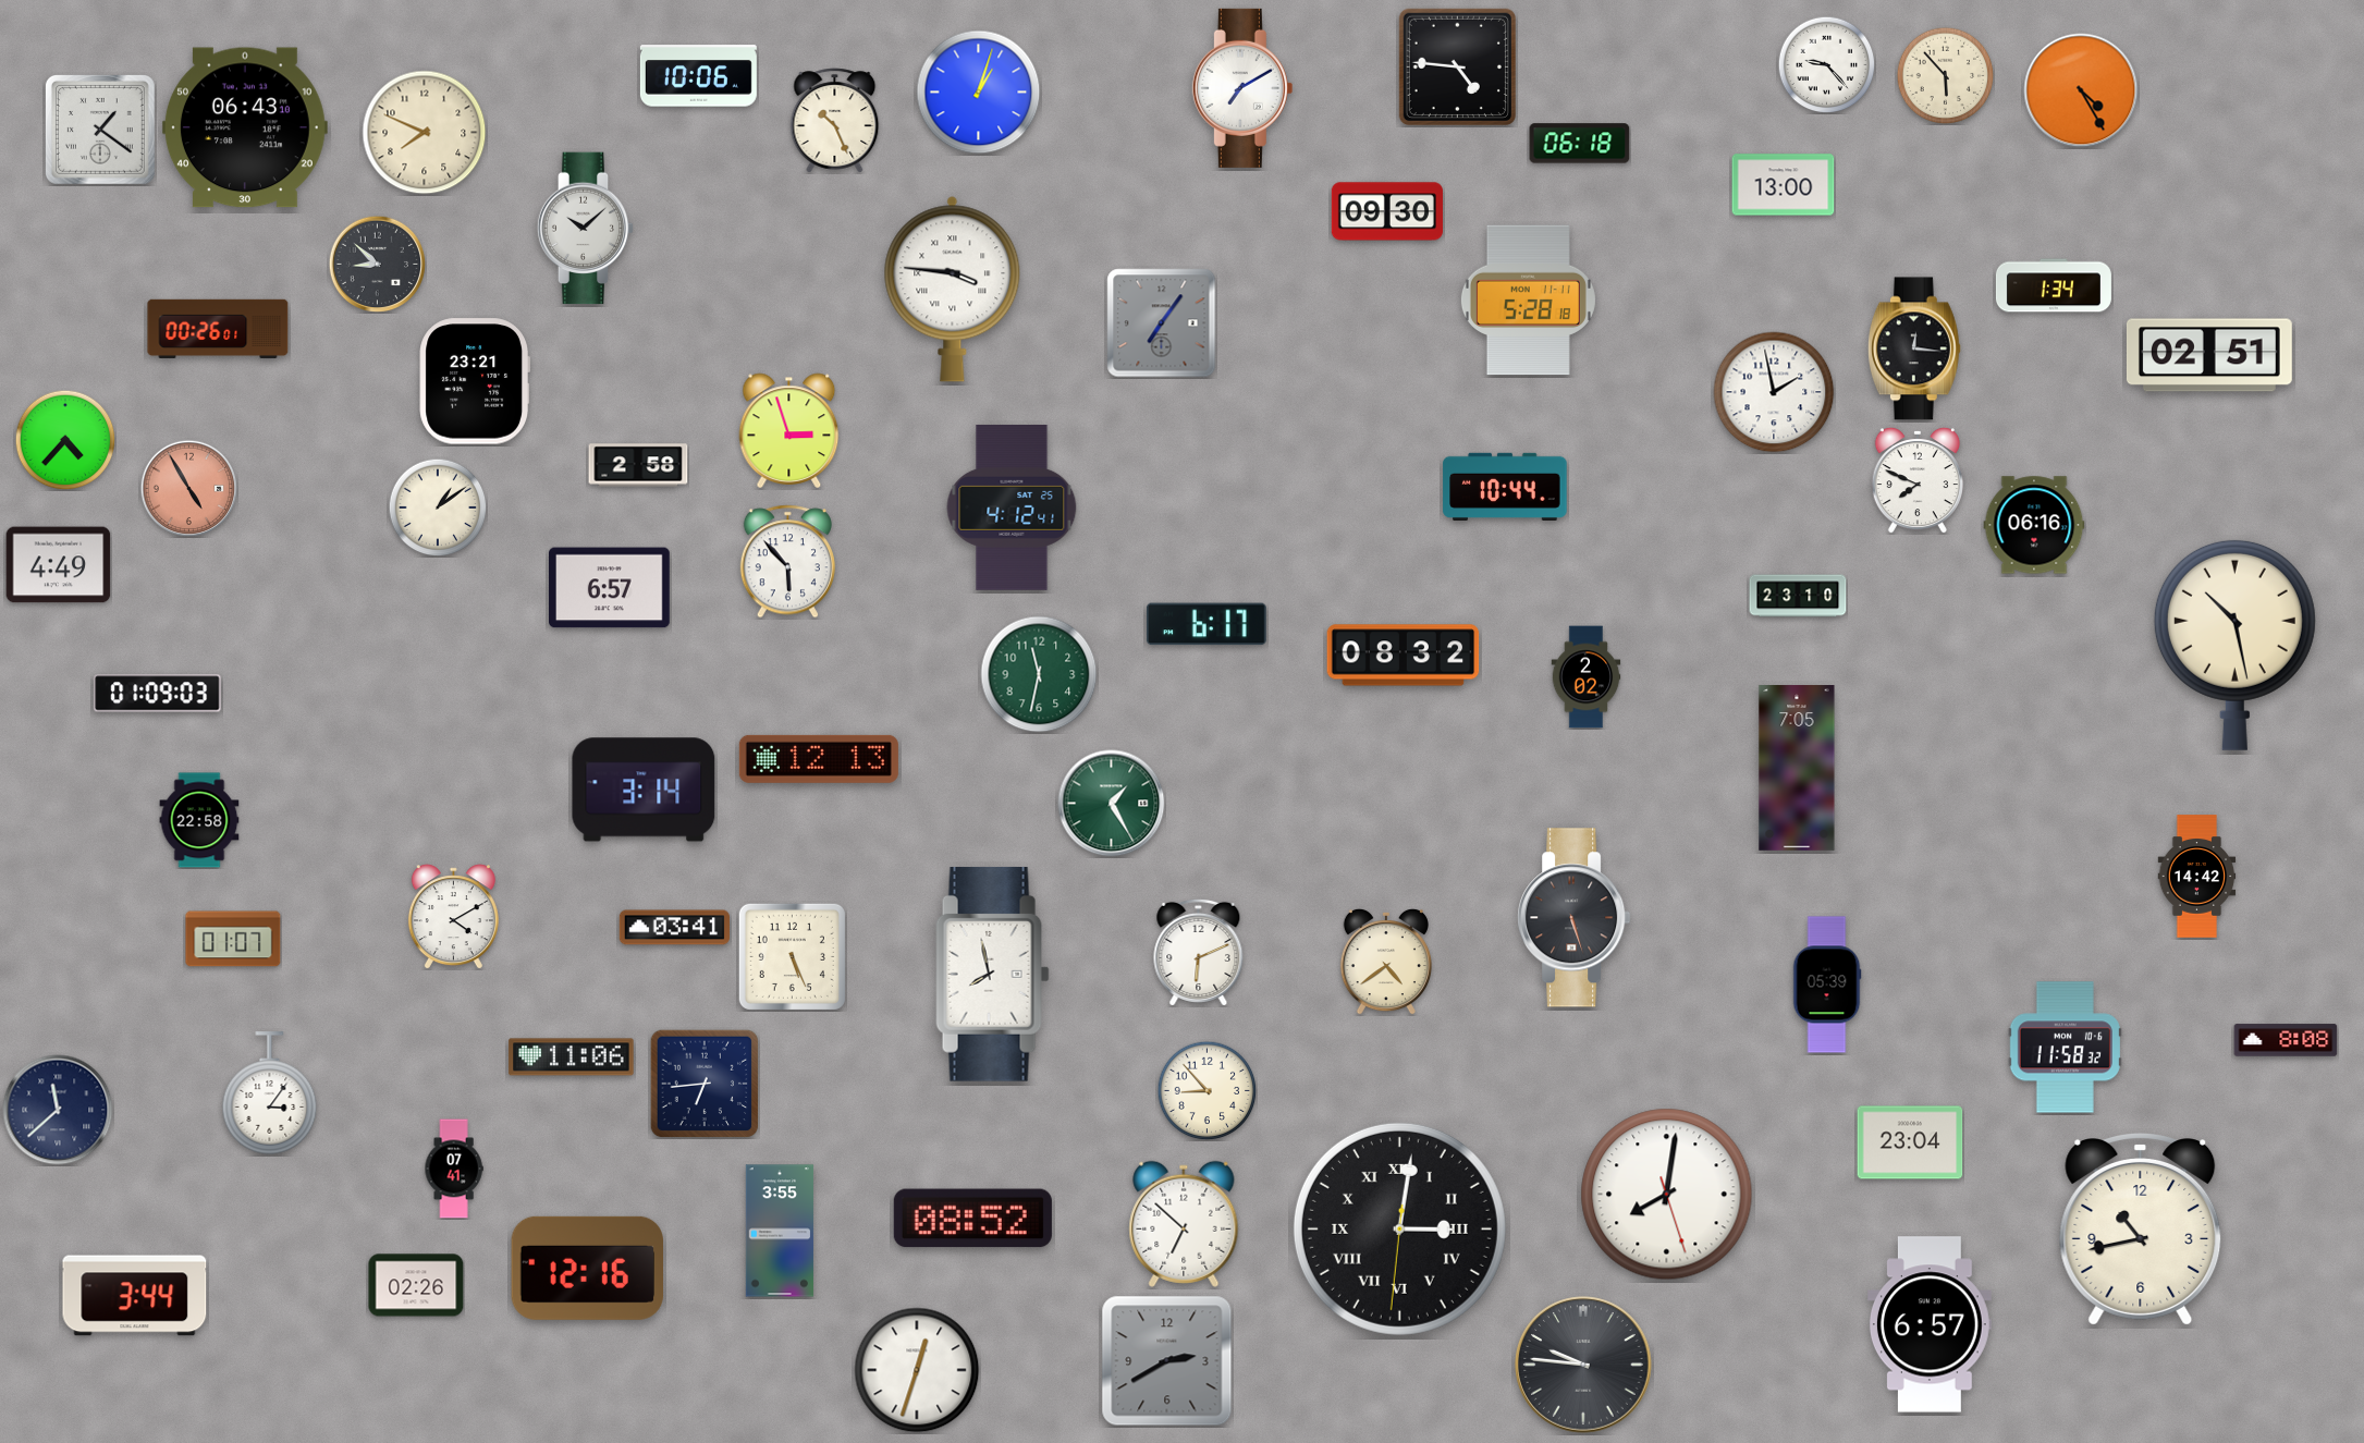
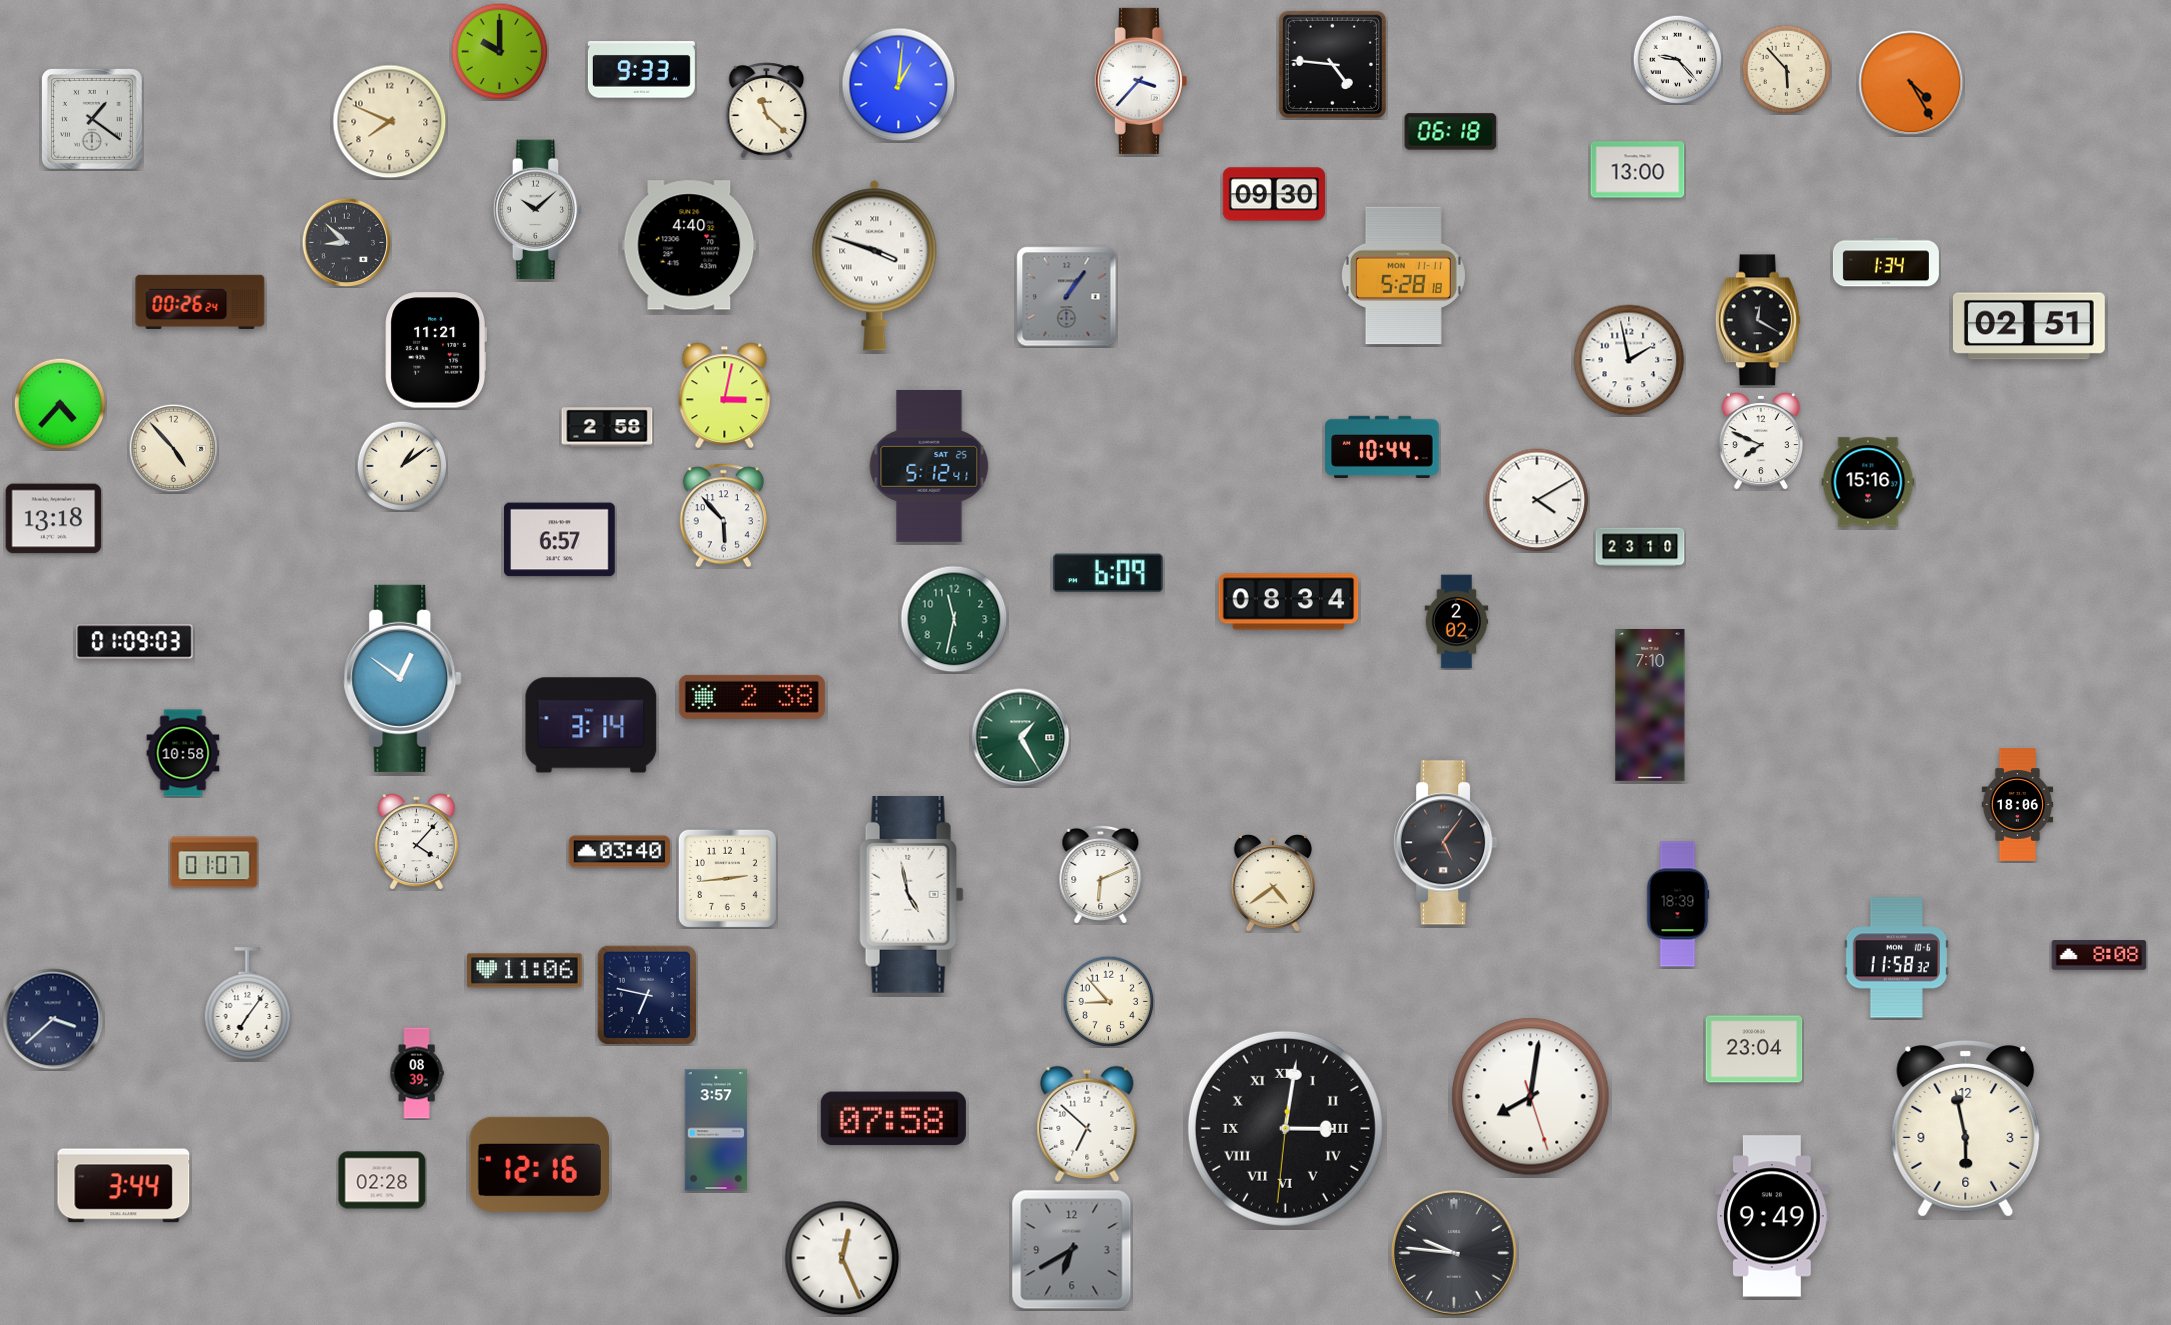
clock at (499, 51): none -> 10:00
clock at (1457, 66) position: (1457, 66) -> (1332, 64)
clock at (698, 76): 10:06 -> 9:33
clock at (1242, 88): 7:10 -> 3:37
clock at (979, 93): 1:03 -> 1:01
clock at (835, 121): 10:26 -> 11:22
clock at (245, 127): 06:43 -> none
clock at (689, 245): none -> 4:40
clock at (953, 290): 3:46 -> 3:48
clock at (1162, 323): 7:06 -> 1:06
clock at (218, 329): 00:26:01 -> 00:26:24
clock at (1914, 348): 12:16 -> 12:20
clock at (474, 381): 23:21 -> 11:21
clock at (789, 430): 2:57 -> 3:02
clock at (638, 465) position: (638, 465) -> (607, 427)
clock at (188, 488): 4:55 -> 4:53
clock at (188, 488) dial: salmon -> cream
clock at (1012, 508): 4:12 -> 5:12
clock at (2034, 525): 06:16 -> 15:16
clock at (1537, 500): none -> 4:10
clock at (59, 565): 4:49 -> 13:18
clock at (1798, 596) position: (1798, 596) -> (1640, 547)
clock at (1207, 624): 6:17 -> 6:09
clock at (2234, 645): 10:28 -> none
clock at (1404, 656): 08:32 -> 08:34
clock at (158, 694) position: (158, 694) -> (135, 642)
clock at (403, 678): none -> 12:51
clock at (819, 759): 12:13 -> 2:38
clock at (1797, 769): 7:05 -> 7:10
clock at (199, 820): 22:58 -> 10:58
clock at (2197, 877): 14:42 -> 18:06
clock at (453, 917): 4:10 -> 4:07
clock at (1575, 918): 5:27 -> 5:06
clock at (674, 928): 03:41 -> 03:40
clock at (792, 956): 5:26 -> 2:44
clock at (993, 974): 7:58 -> 4:58
clock at (1827, 985): 05:39 -> 18:39
clock at (2065, 1048) position: (2065, 1048) -> (1896, 958)
clock at (705, 1084): 6:44 -> 6:47
clock at (270, 1093): 3:06 -> 7:06
clock at (58, 1110): 11:38 -> 3:38
clock at (454, 1169): 07:41 -> 08:39
clock at (972, 1219): 08:52 -> 07:58
clock at (2141, 1230): 10:43 -> 5:58
clock at (779, 1231): 3:55 -> 3:57
clock at (416, 1285): 02:26 -> 02:28
clock at (135, 1296) position: (135, 1296) -> (124, 1186)
clock at (1930, 1324): 6:57 -> 9:49
clock at (1167, 1361): 2:40 -> 6:40
clock at (917, 1370): 12:33 -> 12:26
